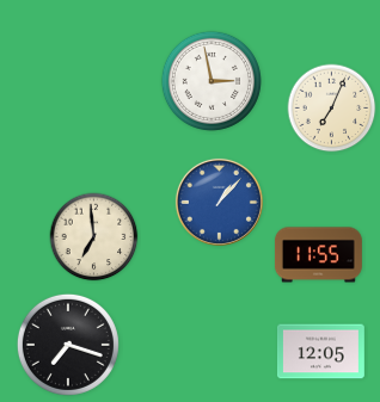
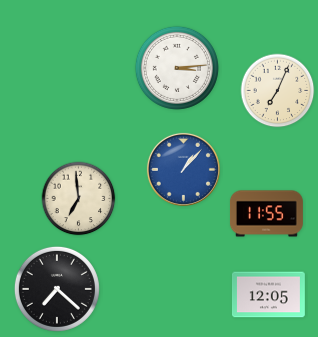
clock at (212, 81): 2:58 -> 3:14
clock at (68, 345): 7:18 -> 7:22
